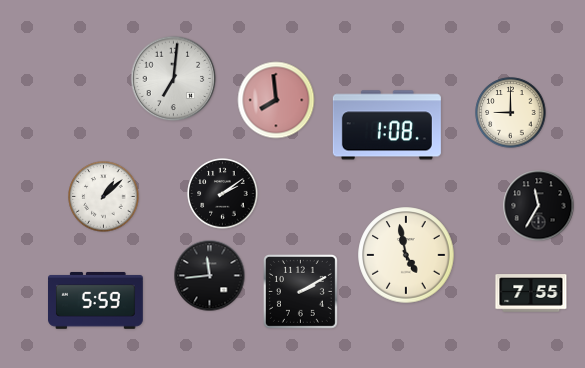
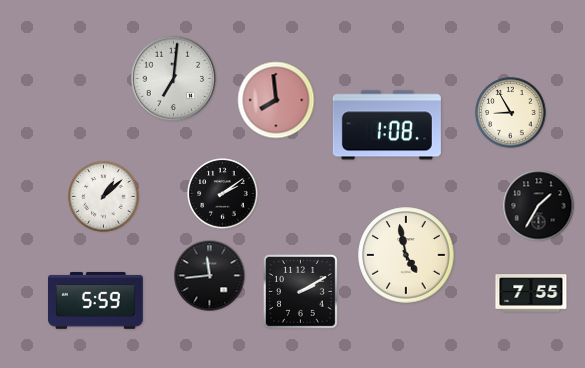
clock at (511, 113): 9:00 -> 8:55
clock at (539, 206): 11:35 -> 1:35
